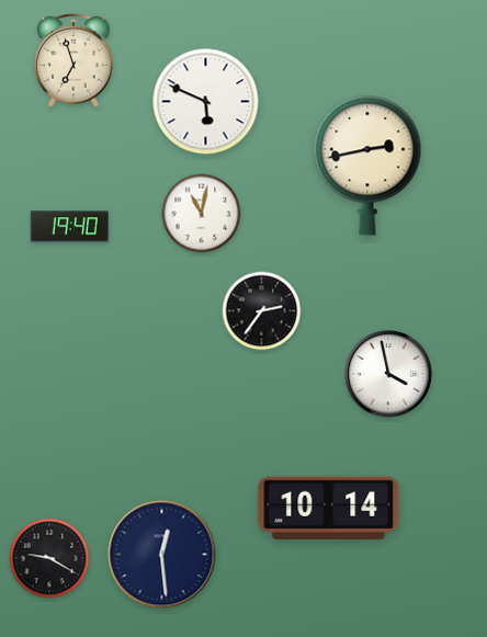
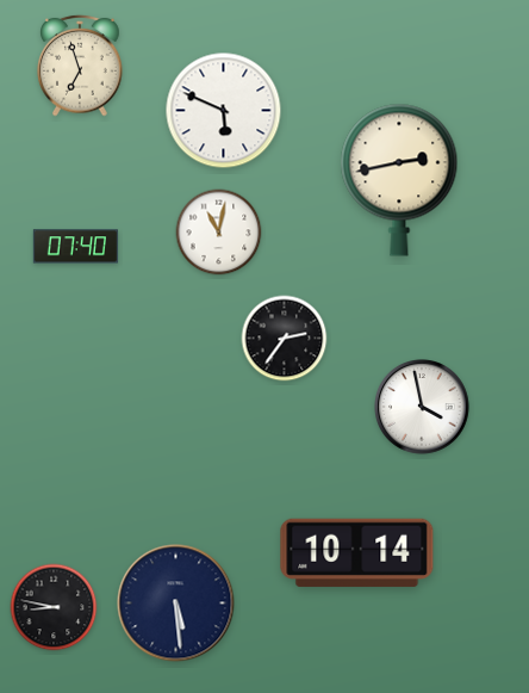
clock at (69, 227): 19:40 -> 07:40
clock at (162, 555): 12:29 -> 5:29
clock at (49, 558): 9:20 -> 8:47
